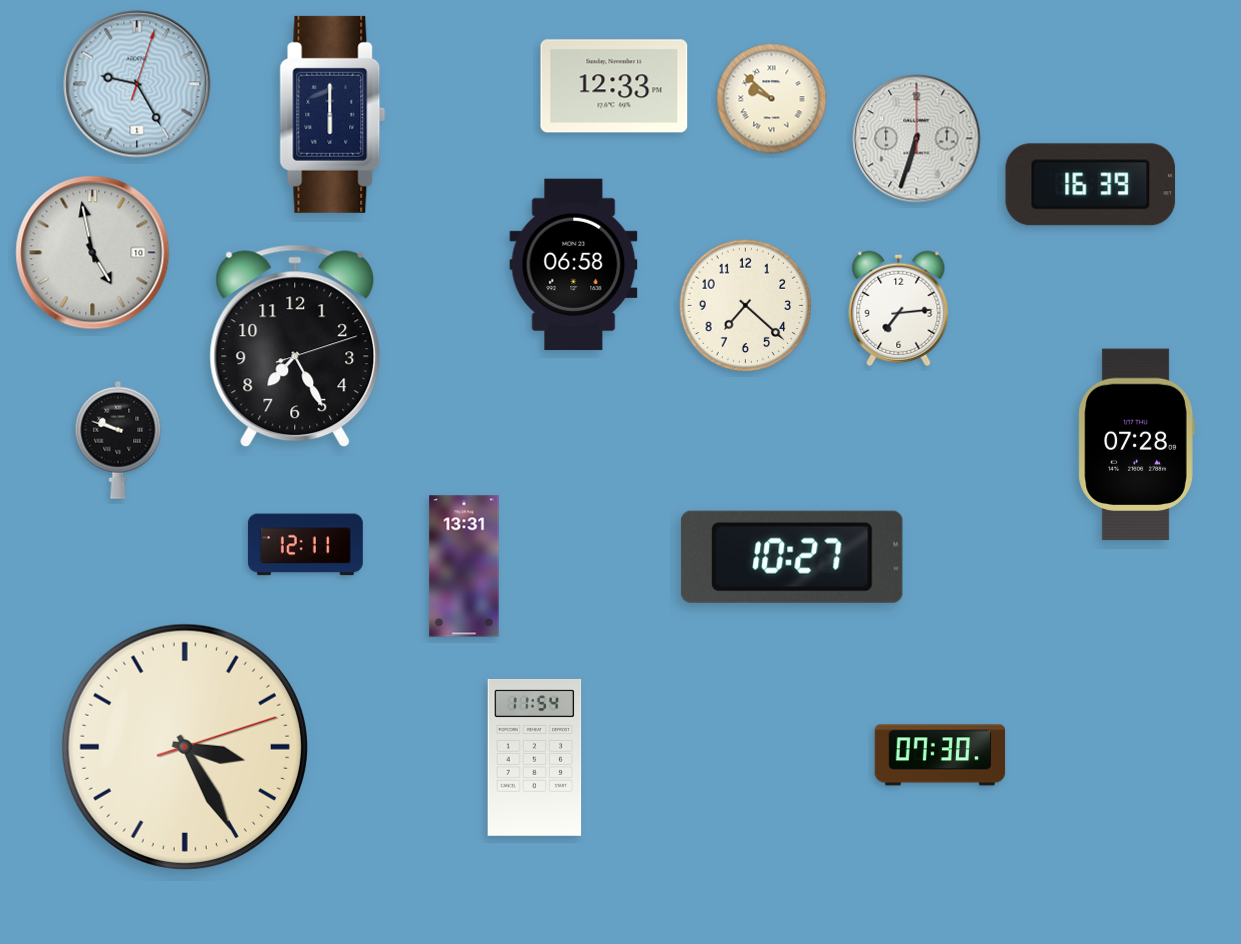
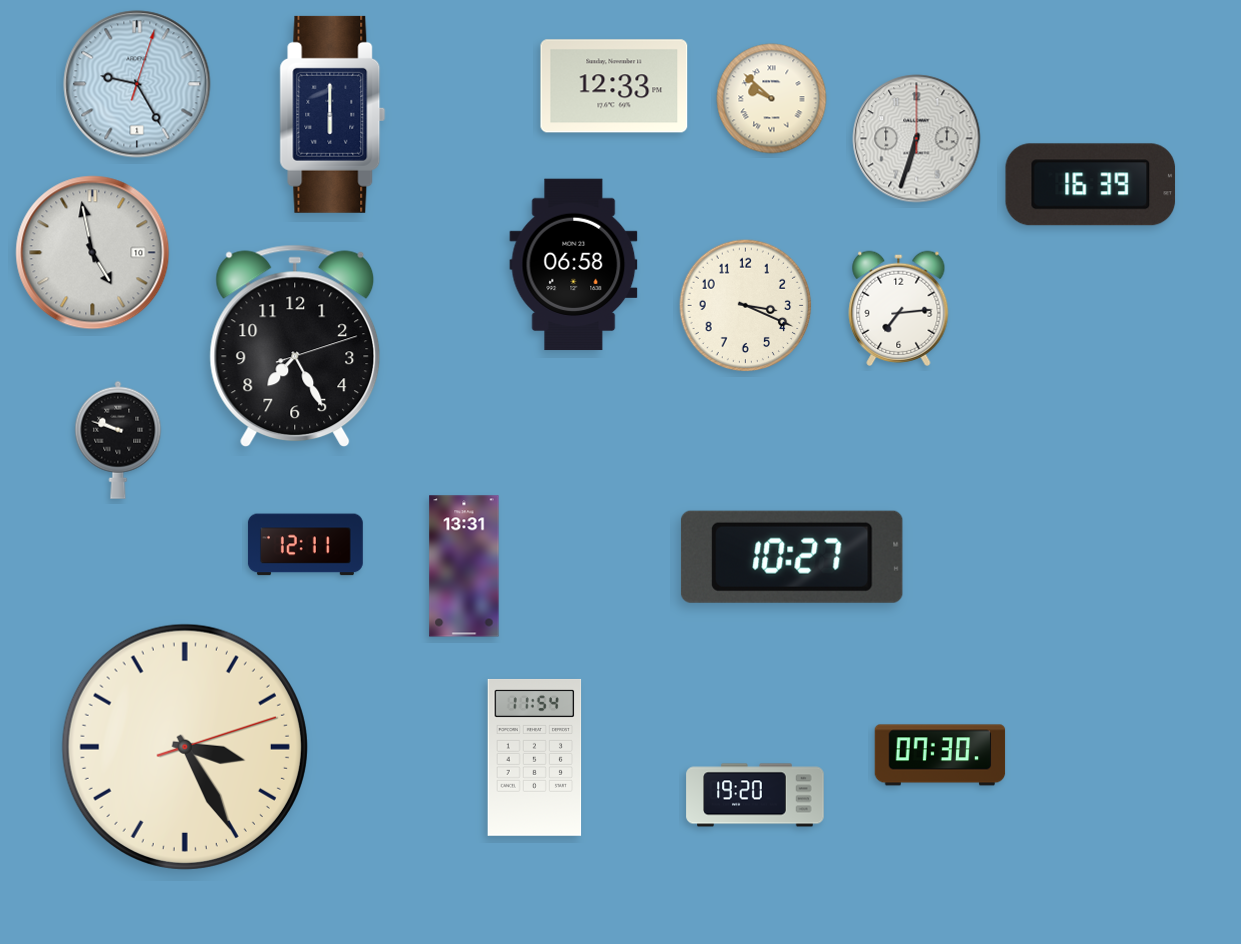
clock at (746, 306): 7:22 -> 3:19
clock at (1136, 445): 07:28 -> none
clock at (755, 795): none -> 19:20
